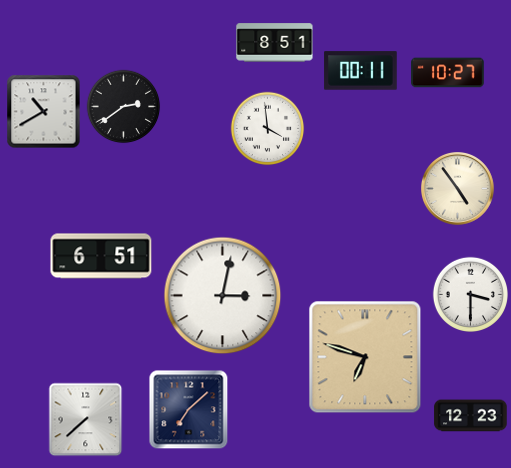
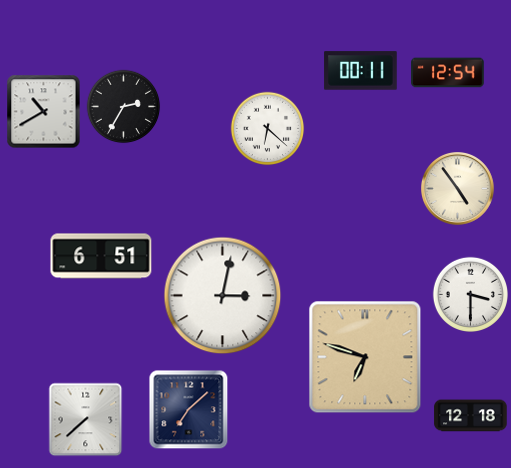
clock at (275, 43): 8:51 -> none
clock at (448, 73): 10:27 -> 12:54
clock at (124, 107): 2:39 -> 2:35
clock at (268, 129): 3:59 -> 6:22
clock at (471, 416): 12:23 -> 12:18
